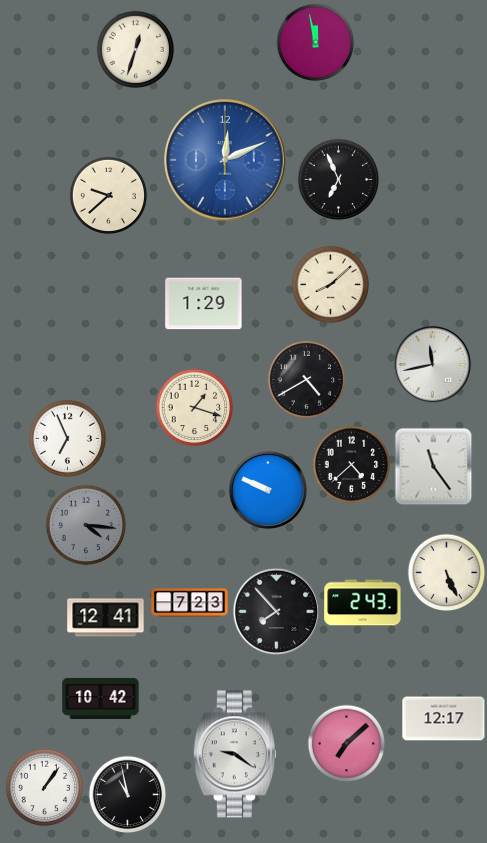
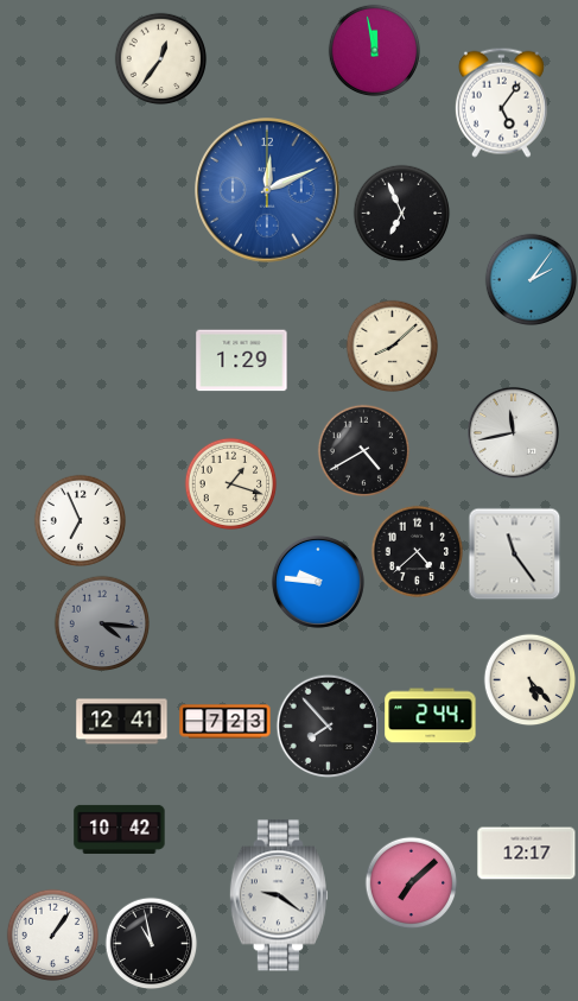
clock at (135, 49): 12:33 -> 12:36
clock at (501, 102): none -> 5:06
clock at (108, 195): 9:38 -> none
clock at (531, 279): none -> 2:06
clock at (330, 284) position: (330, 284) -> (392, 346)
clock at (268, 490): 9:49 -> 9:46
clock at (446, 572): 5:26 -> 5:23
clock at (190, 603) position: (190, 603) -> (226, 722)
clock at (363, 603): 2:43 -> 2:44
clock at (106, 618) position: (106, 618) -> (122, 722)
